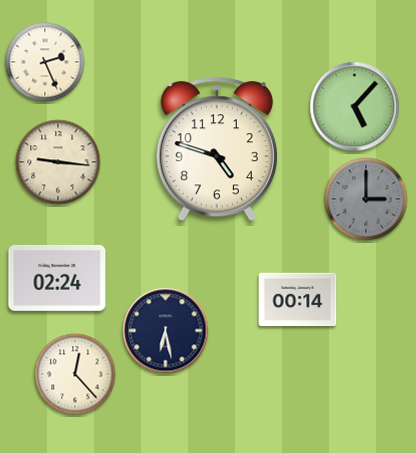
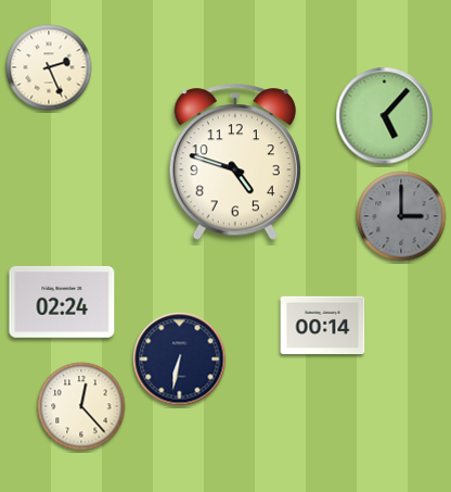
clock at (58, 162): 9:16 -> none
clock at (366, 199) position: (366, 199) -> (401, 216)
clock at (166, 331): 6:28 -> 6:32
